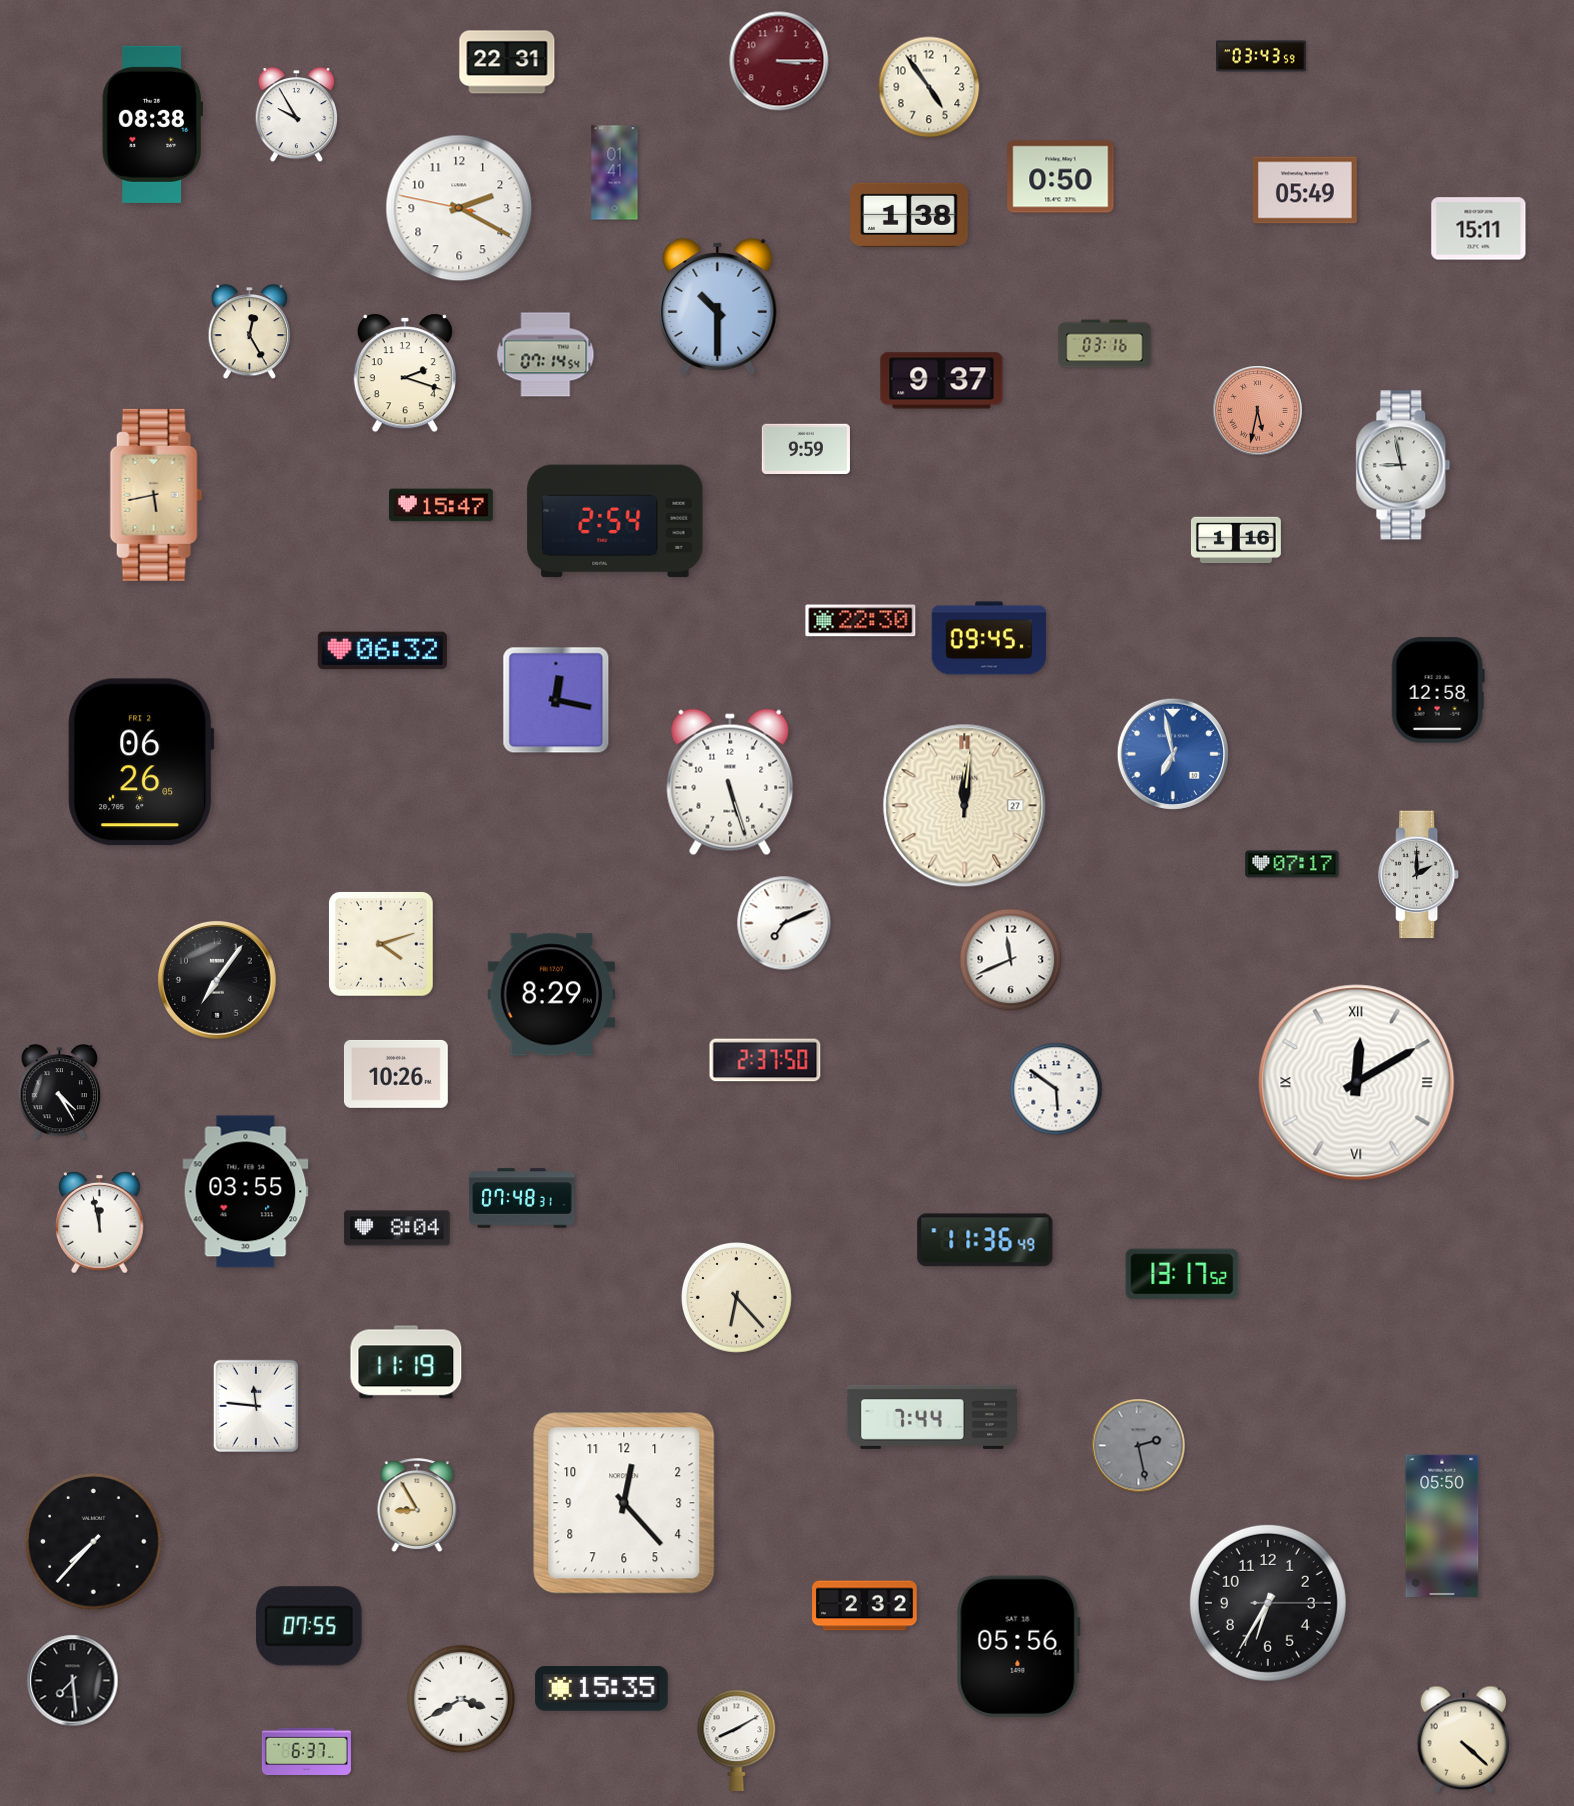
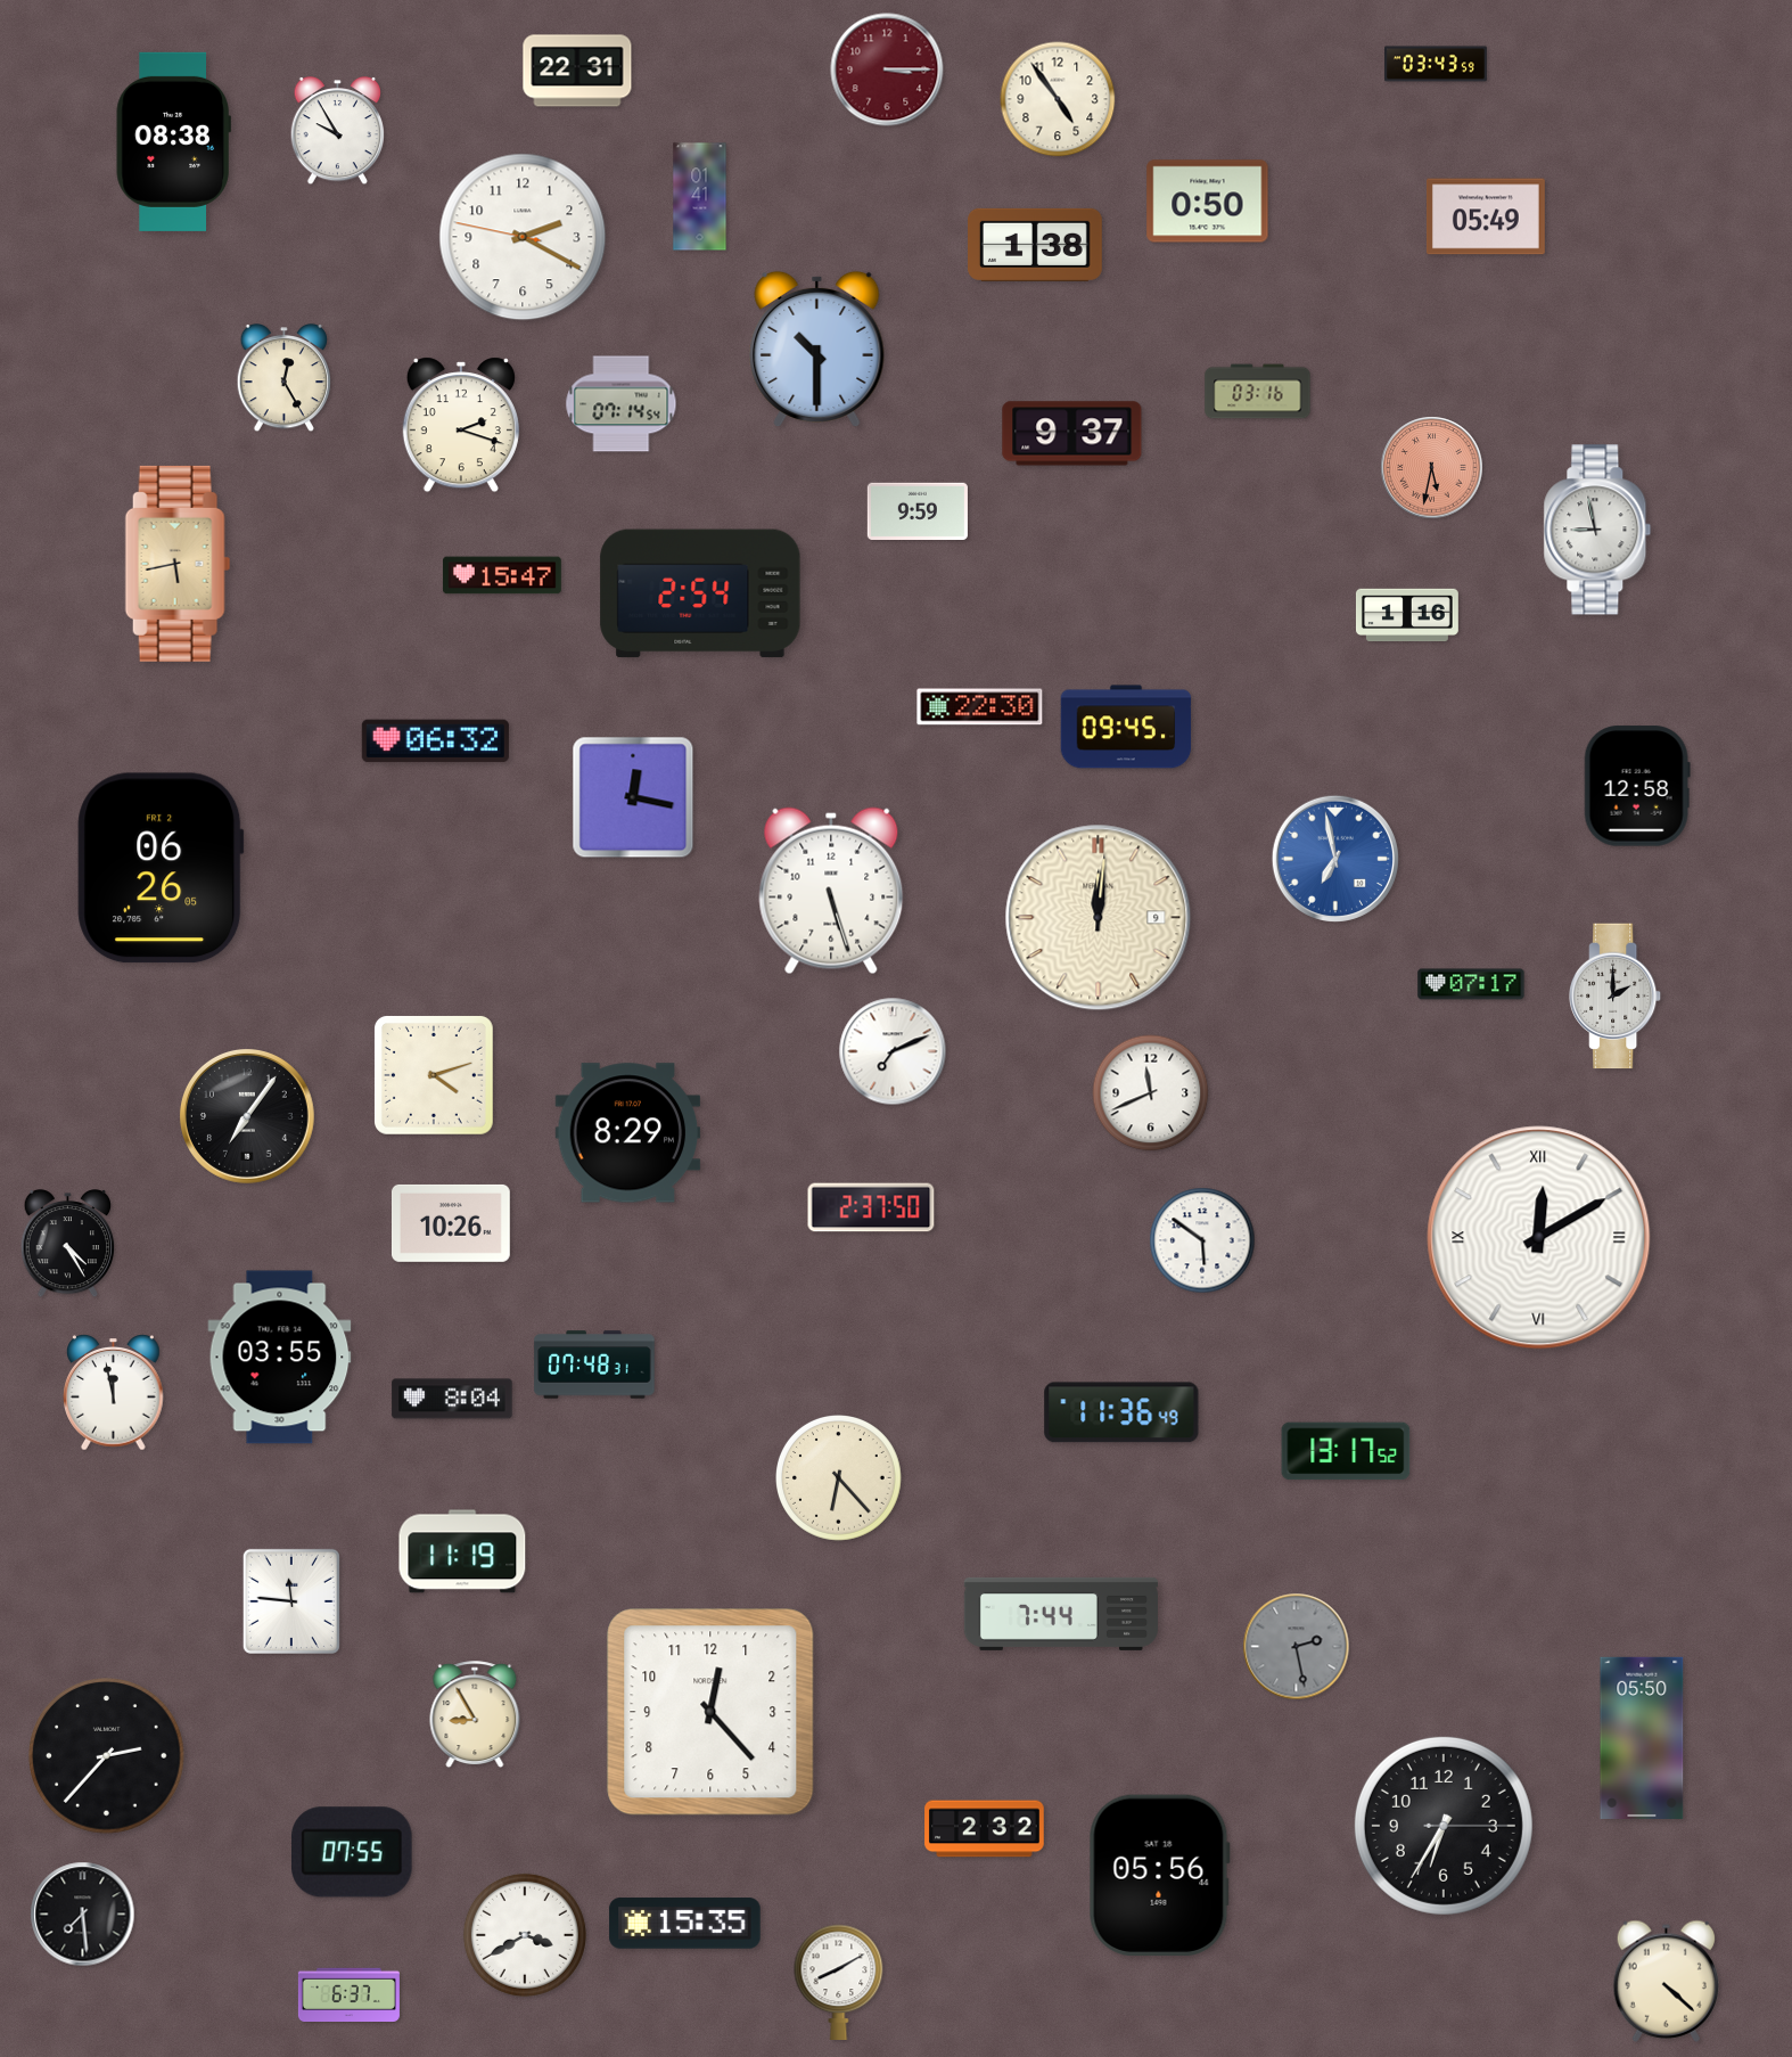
clock at (1479, 229): 15:11 -> none
clock at (965, 806) date: 27 -> 9
clock at (1357, 1083) position: (1357, 1083) -> (1539, 1238)
clock at (94, 1542): 7:37 -> 2:37
